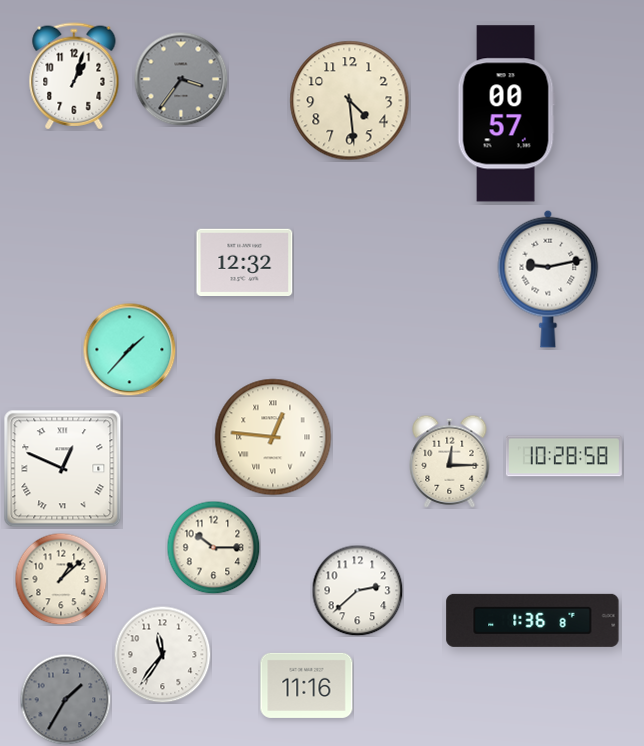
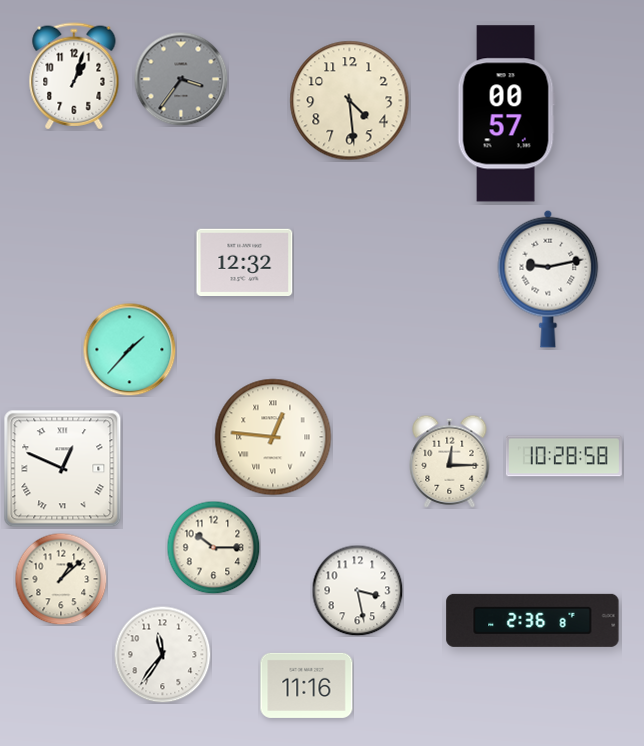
clock at (357, 590): 2:38 -> 3:28
clock at (533, 620): 1:36 -> 2:36
clock at (65, 699): 1:35 -> none
